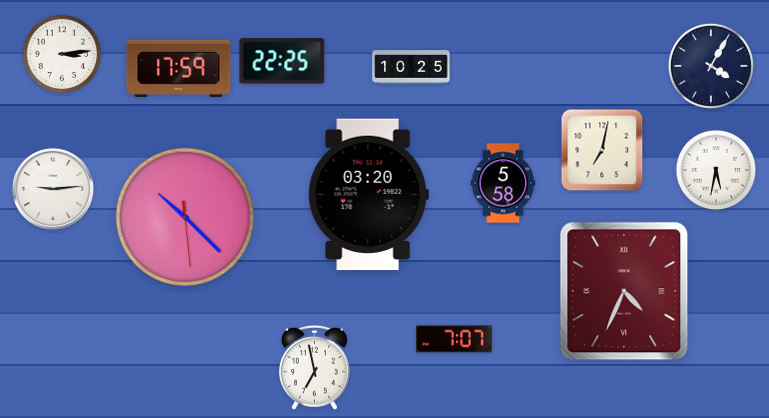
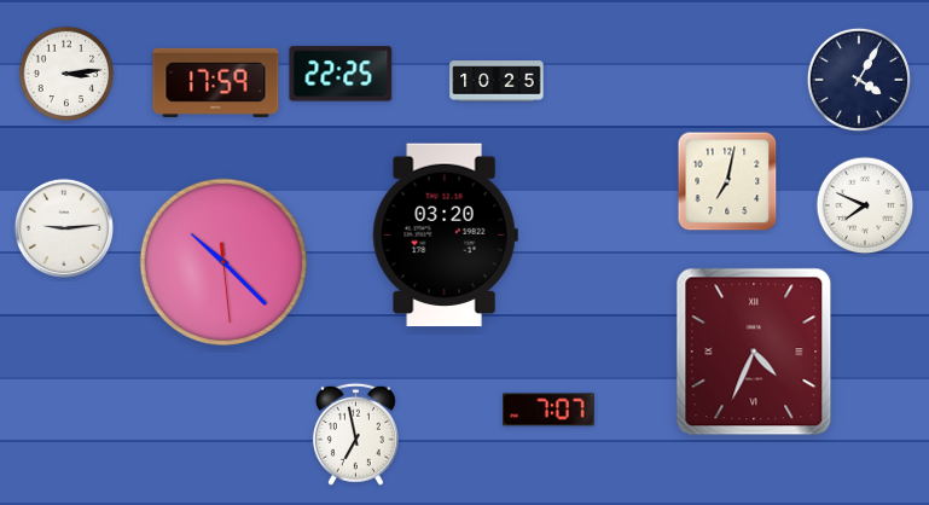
clock at (62, 54) position: (62, 54) -> (66, 74)
clock at (716, 170): 5:32 -> 7:49
clock at (503, 183): 5:58 -> none
clock at (314, 367) position: (314, 367) -> (355, 434)
